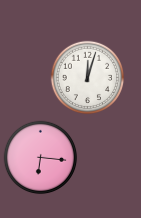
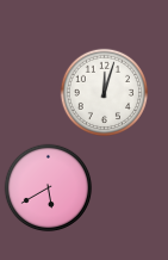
clock at (41, 158): 6:16 -> 5:40
